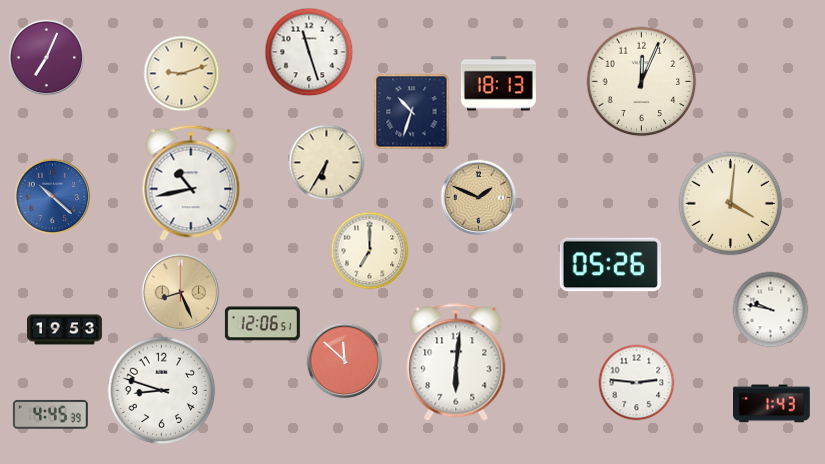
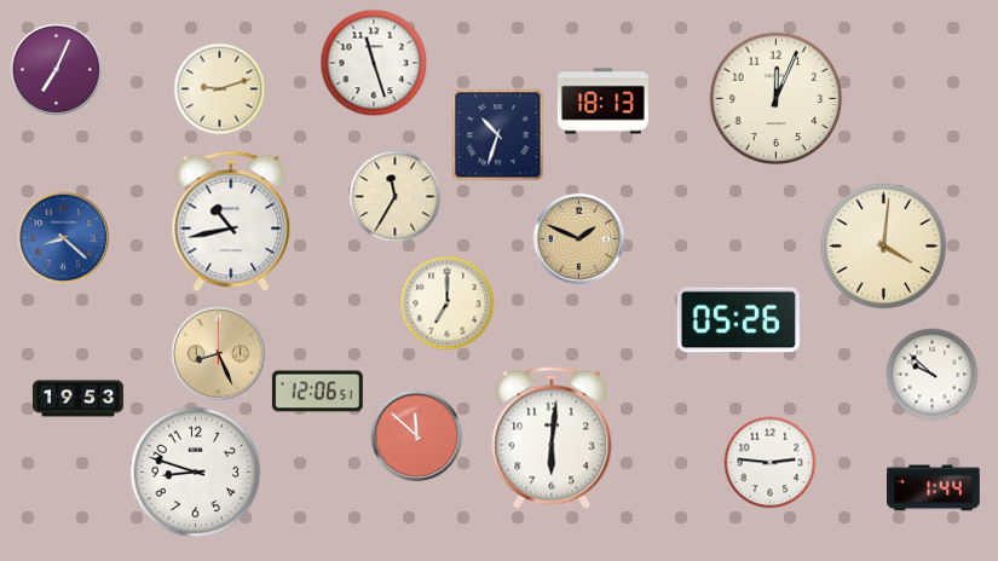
clock at (327, 163): 6:35 -> 11:35
clock at (53, 197): 10:22 -> 8:22
clock at (771, 310): 9:47 -> 9:52
clock at (772, 404): 1:43 -> 1:44
clock at (50, 414): 4:45 -> none
